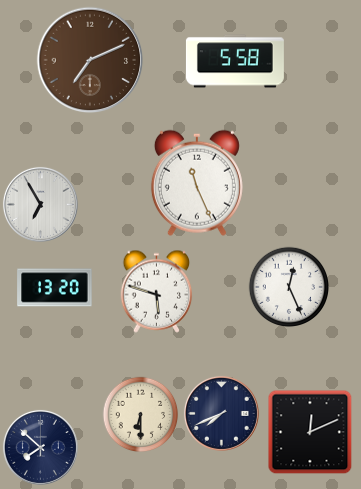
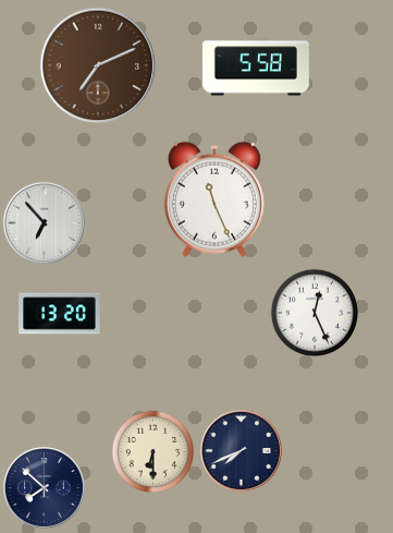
clock at (40, 204): 6:55 -> 6:53
clock at (157, 291): 5:48 -> none
clock at (310, 432): 12:11 -> none
